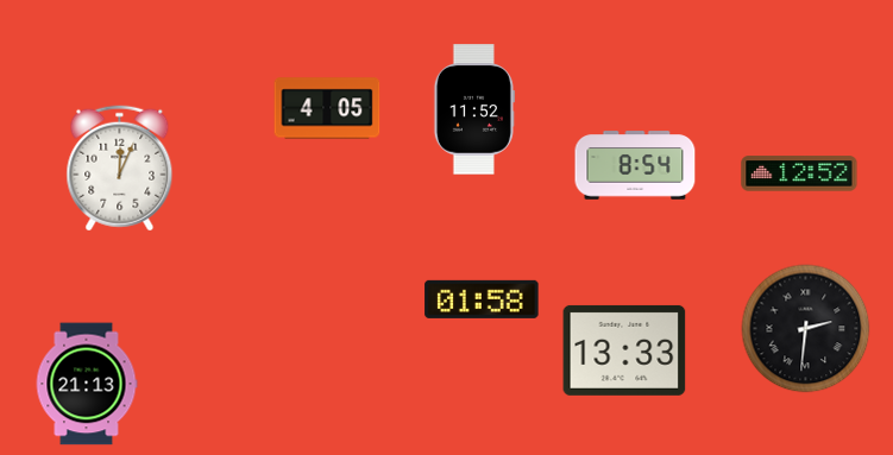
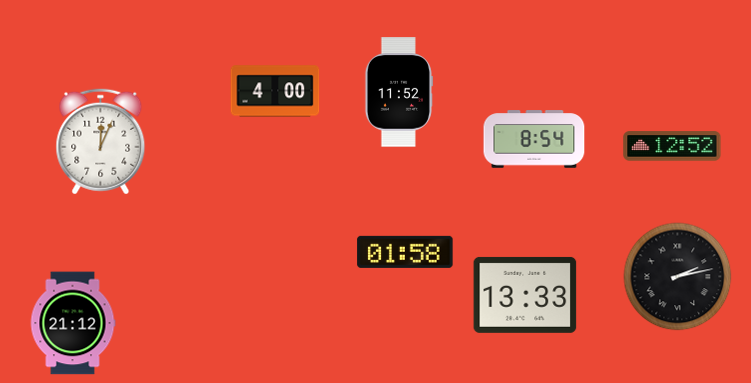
clock at (327, 108): 4:05 -> 4:00
clock at (806, 329): 2:31 -> 2:13
clock at (87, 384): 21:13 -> 21:12
